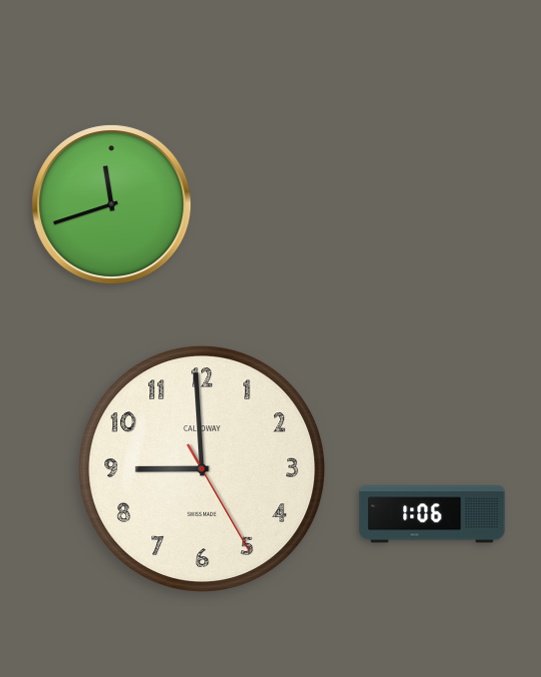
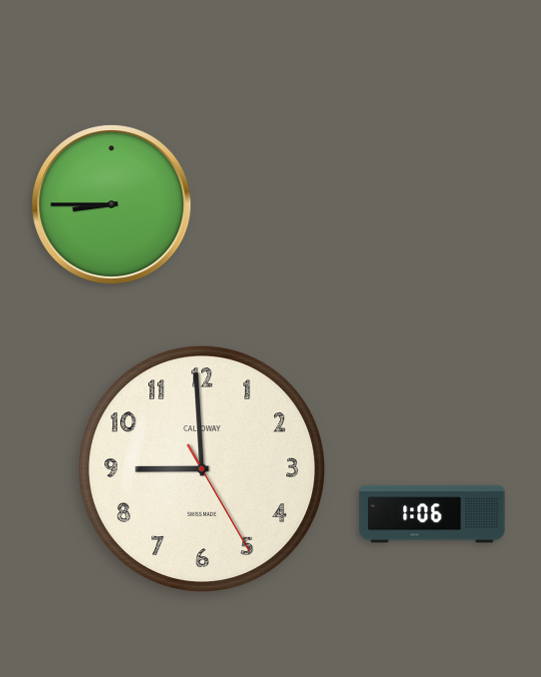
clock at (112, 205): 11:42 -> 8:45
